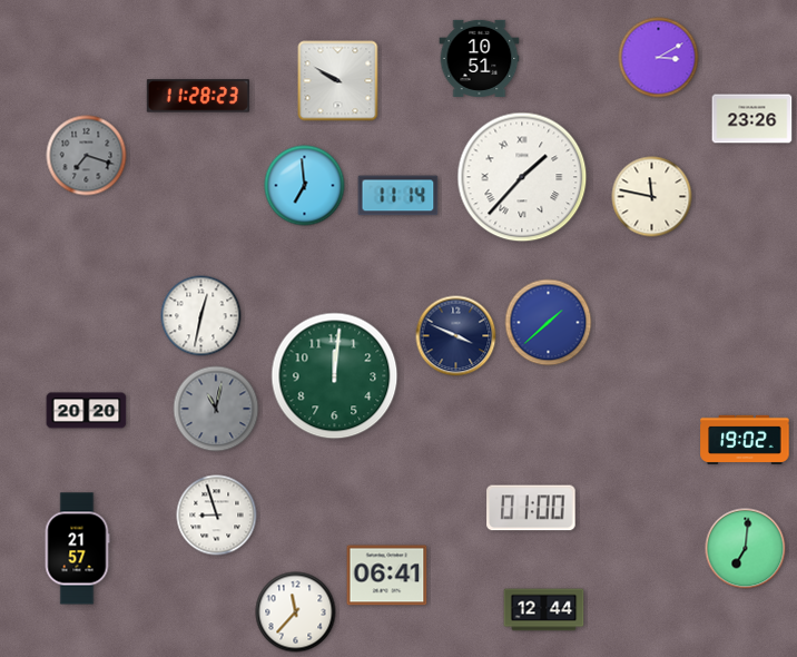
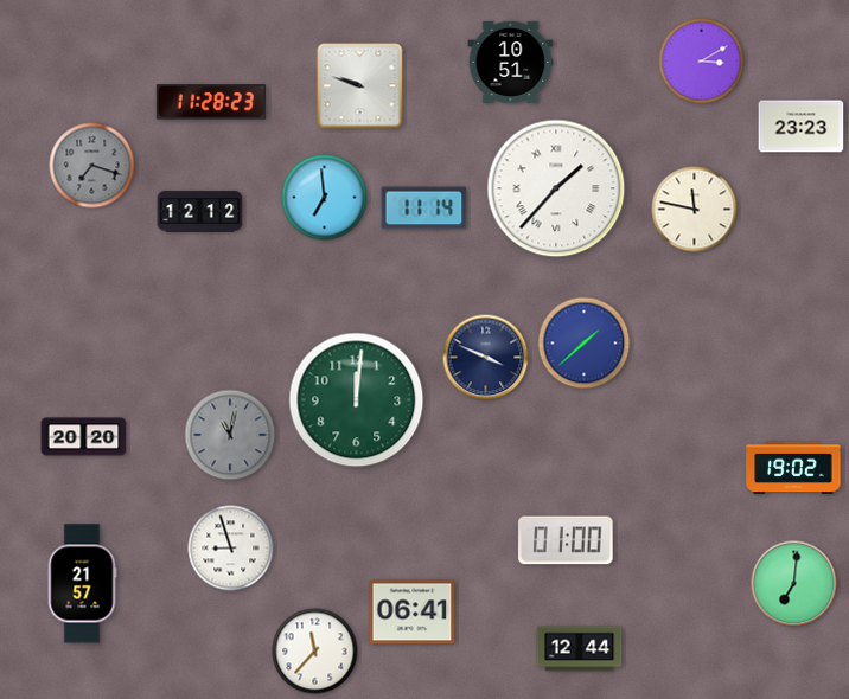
clock at (338, 81): 9:50 -> 9:48
clock at (752, 119): 23:26 -> 23:23
clock at (200, 212): none -> 12:12
clock at (201, 316): 12:32 -> none
clock at (87, 411) position: (87, 411) -> (84, 437)
